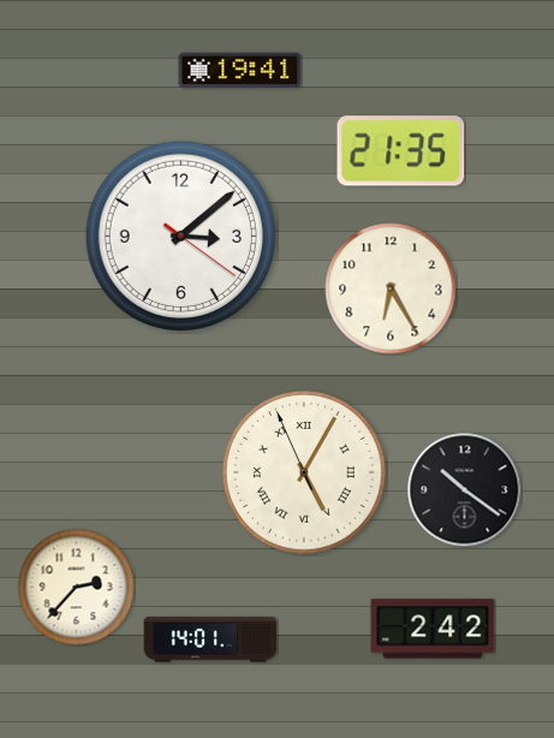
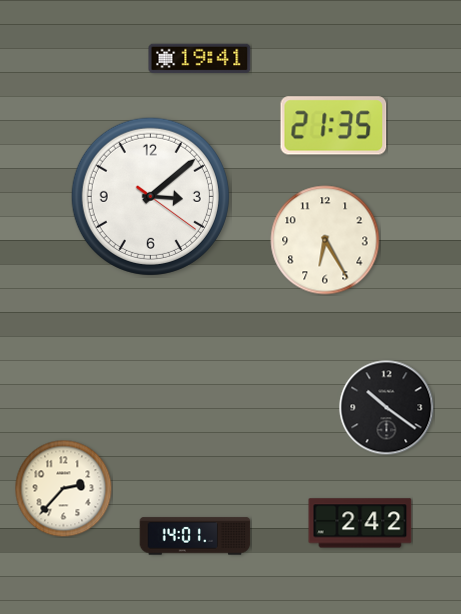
clock at (304, 472): 5:04 -> none
clock at (210, 639) position: (210, 639) -> (195, 536)
